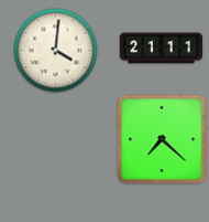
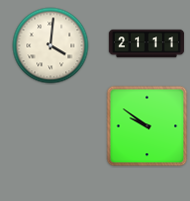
clock at (162, 139): 7:22 -> 9:51
